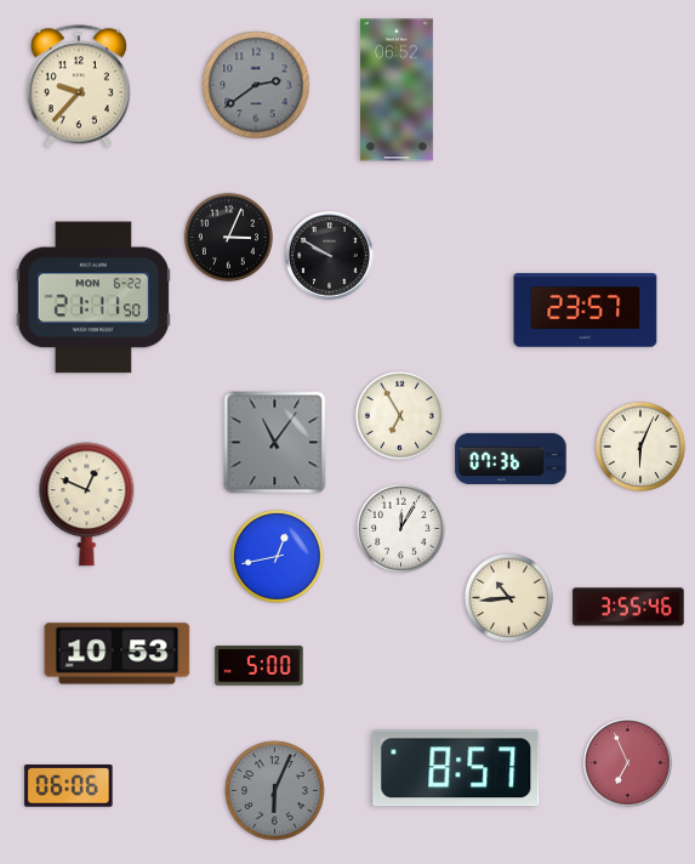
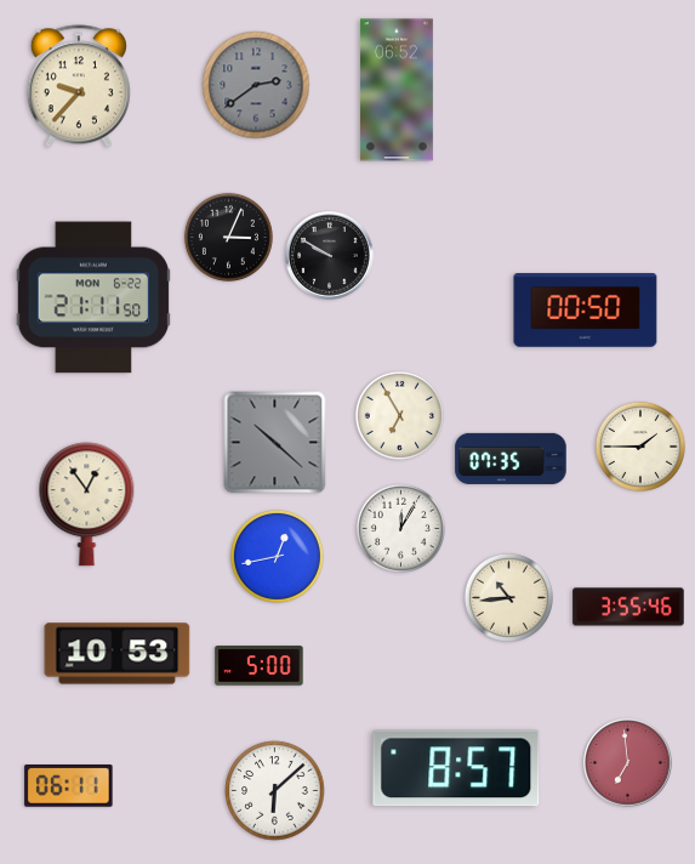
clock at (586, 311): 23:57 -> 00:50
clock at (275, 443): 11:06 -> 10:22
clock at (640, 447): 6:04 -> 1:45
clock at (511, 459): 07:36 -> 07:35
clock at (87, 505): 12:49 -> 12:54
clock at (628, 763): 6:56 -> 6:59
clock at (69, 786): 06:06 -> 06:11
clock at (275, 791): 6:04 -> 6:08
clock at (275, 791) dial: grey -> white
